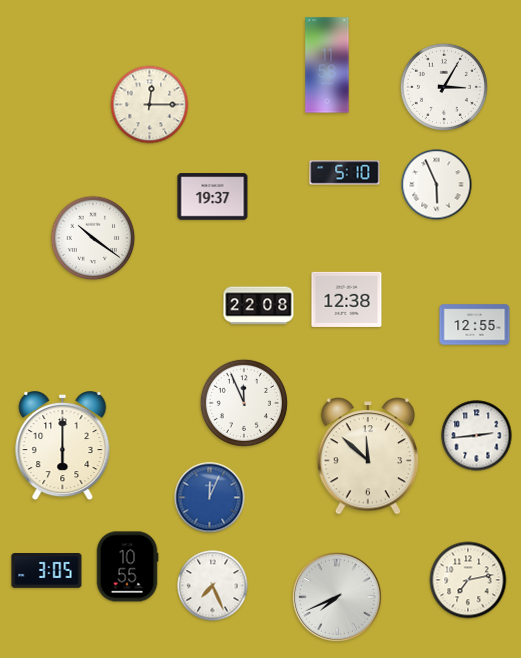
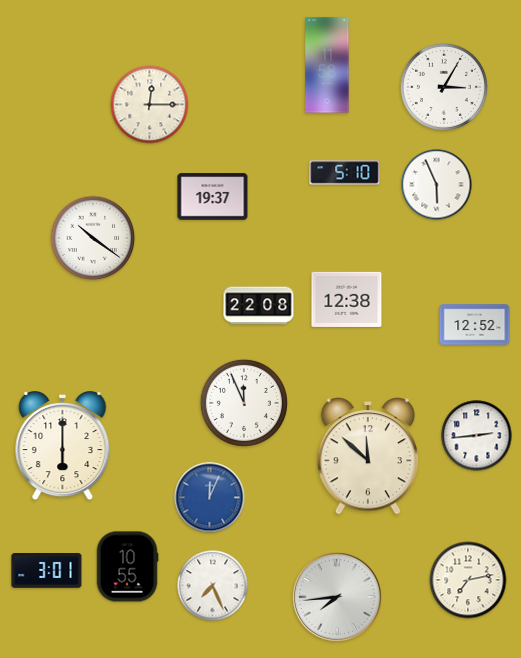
clock at (475, 325): 12:55 -> 12:52
clock at (47, 571): 3:05 -> 3:01
clock at (337, 597): 7:41 -> 7:44
